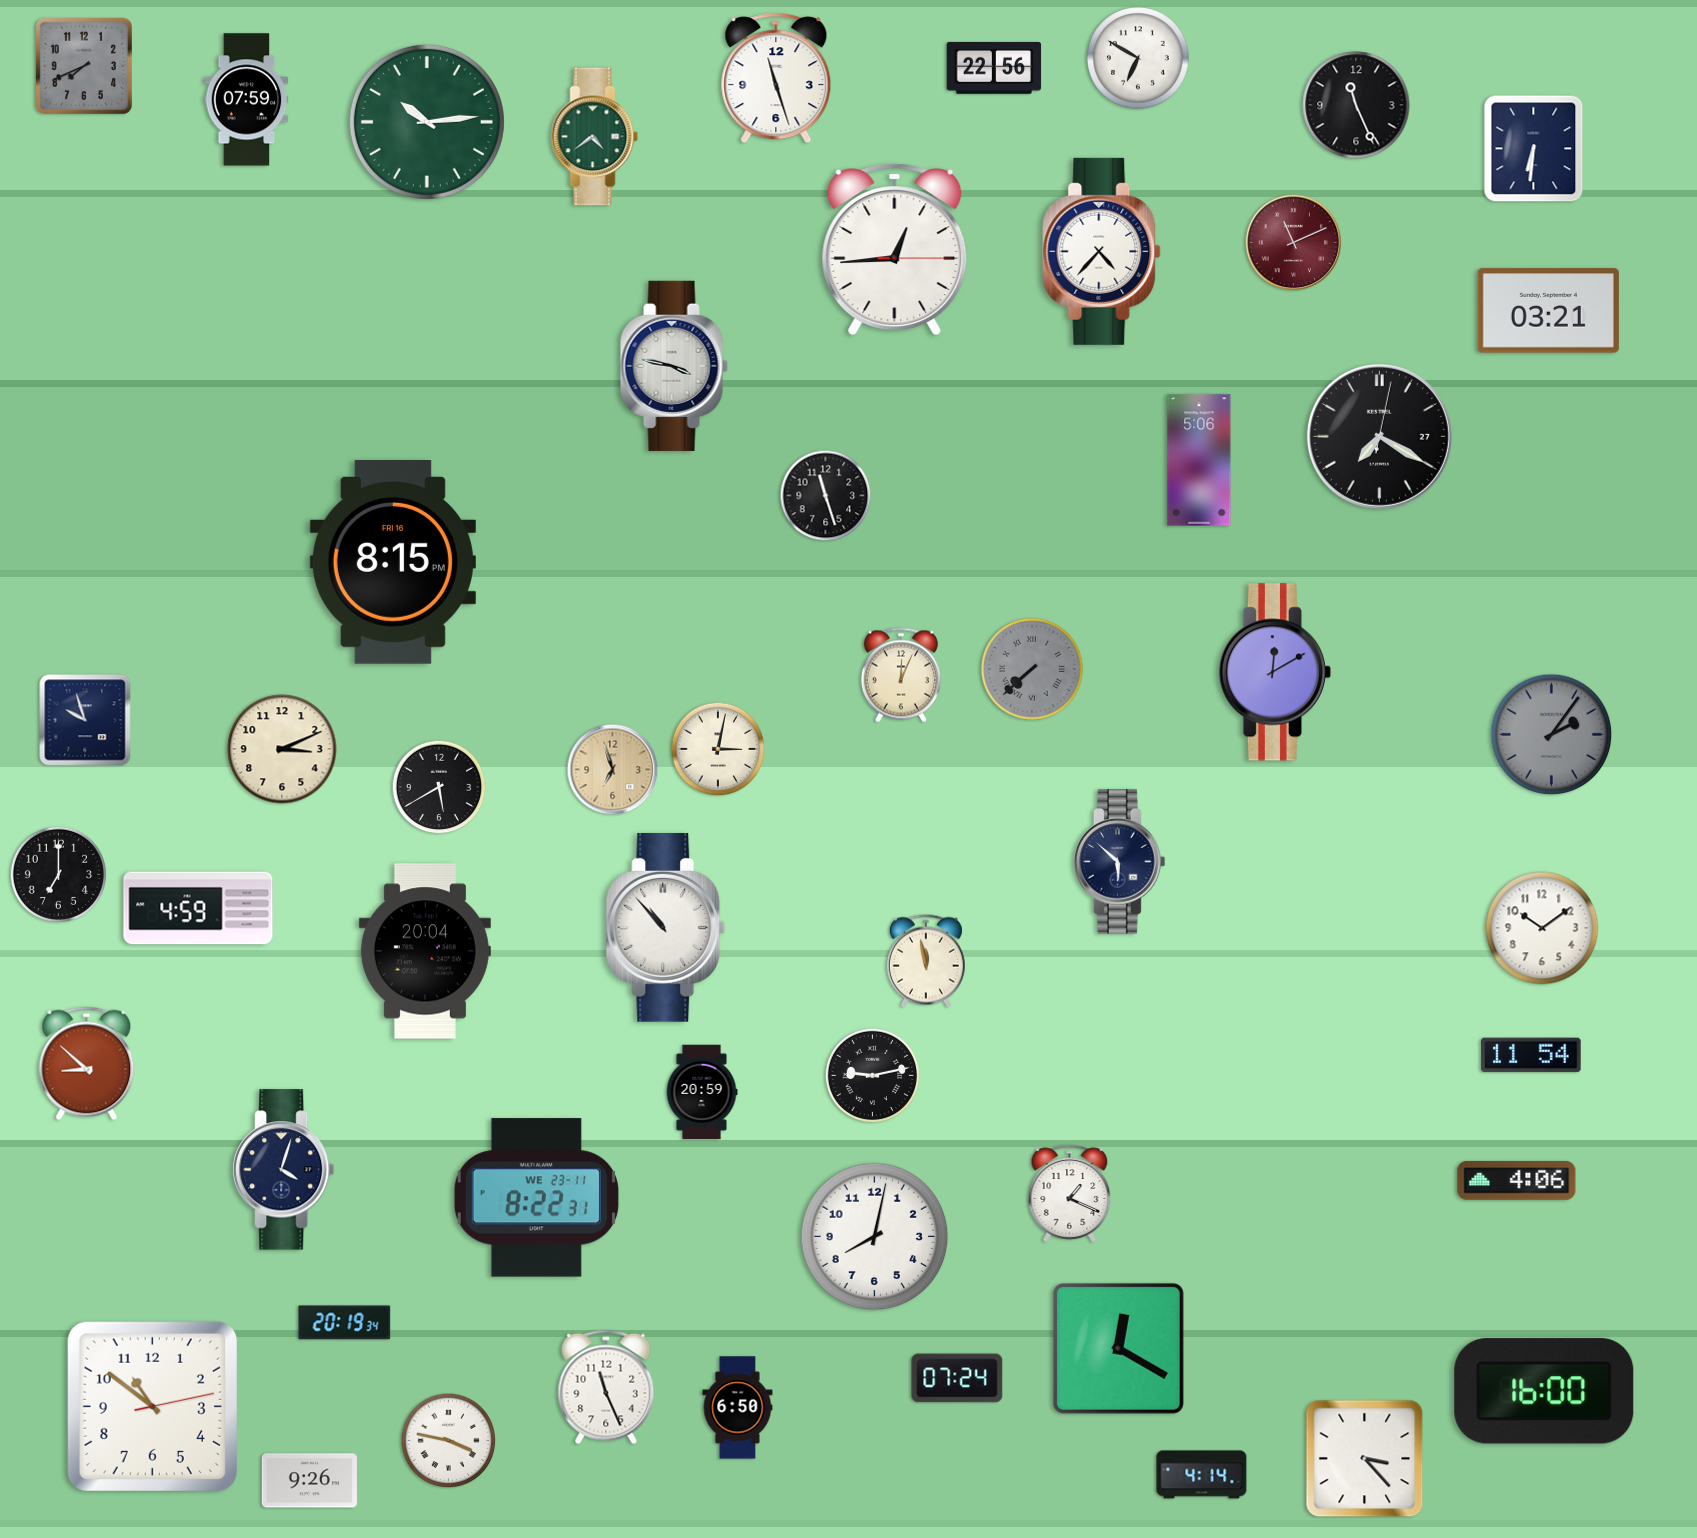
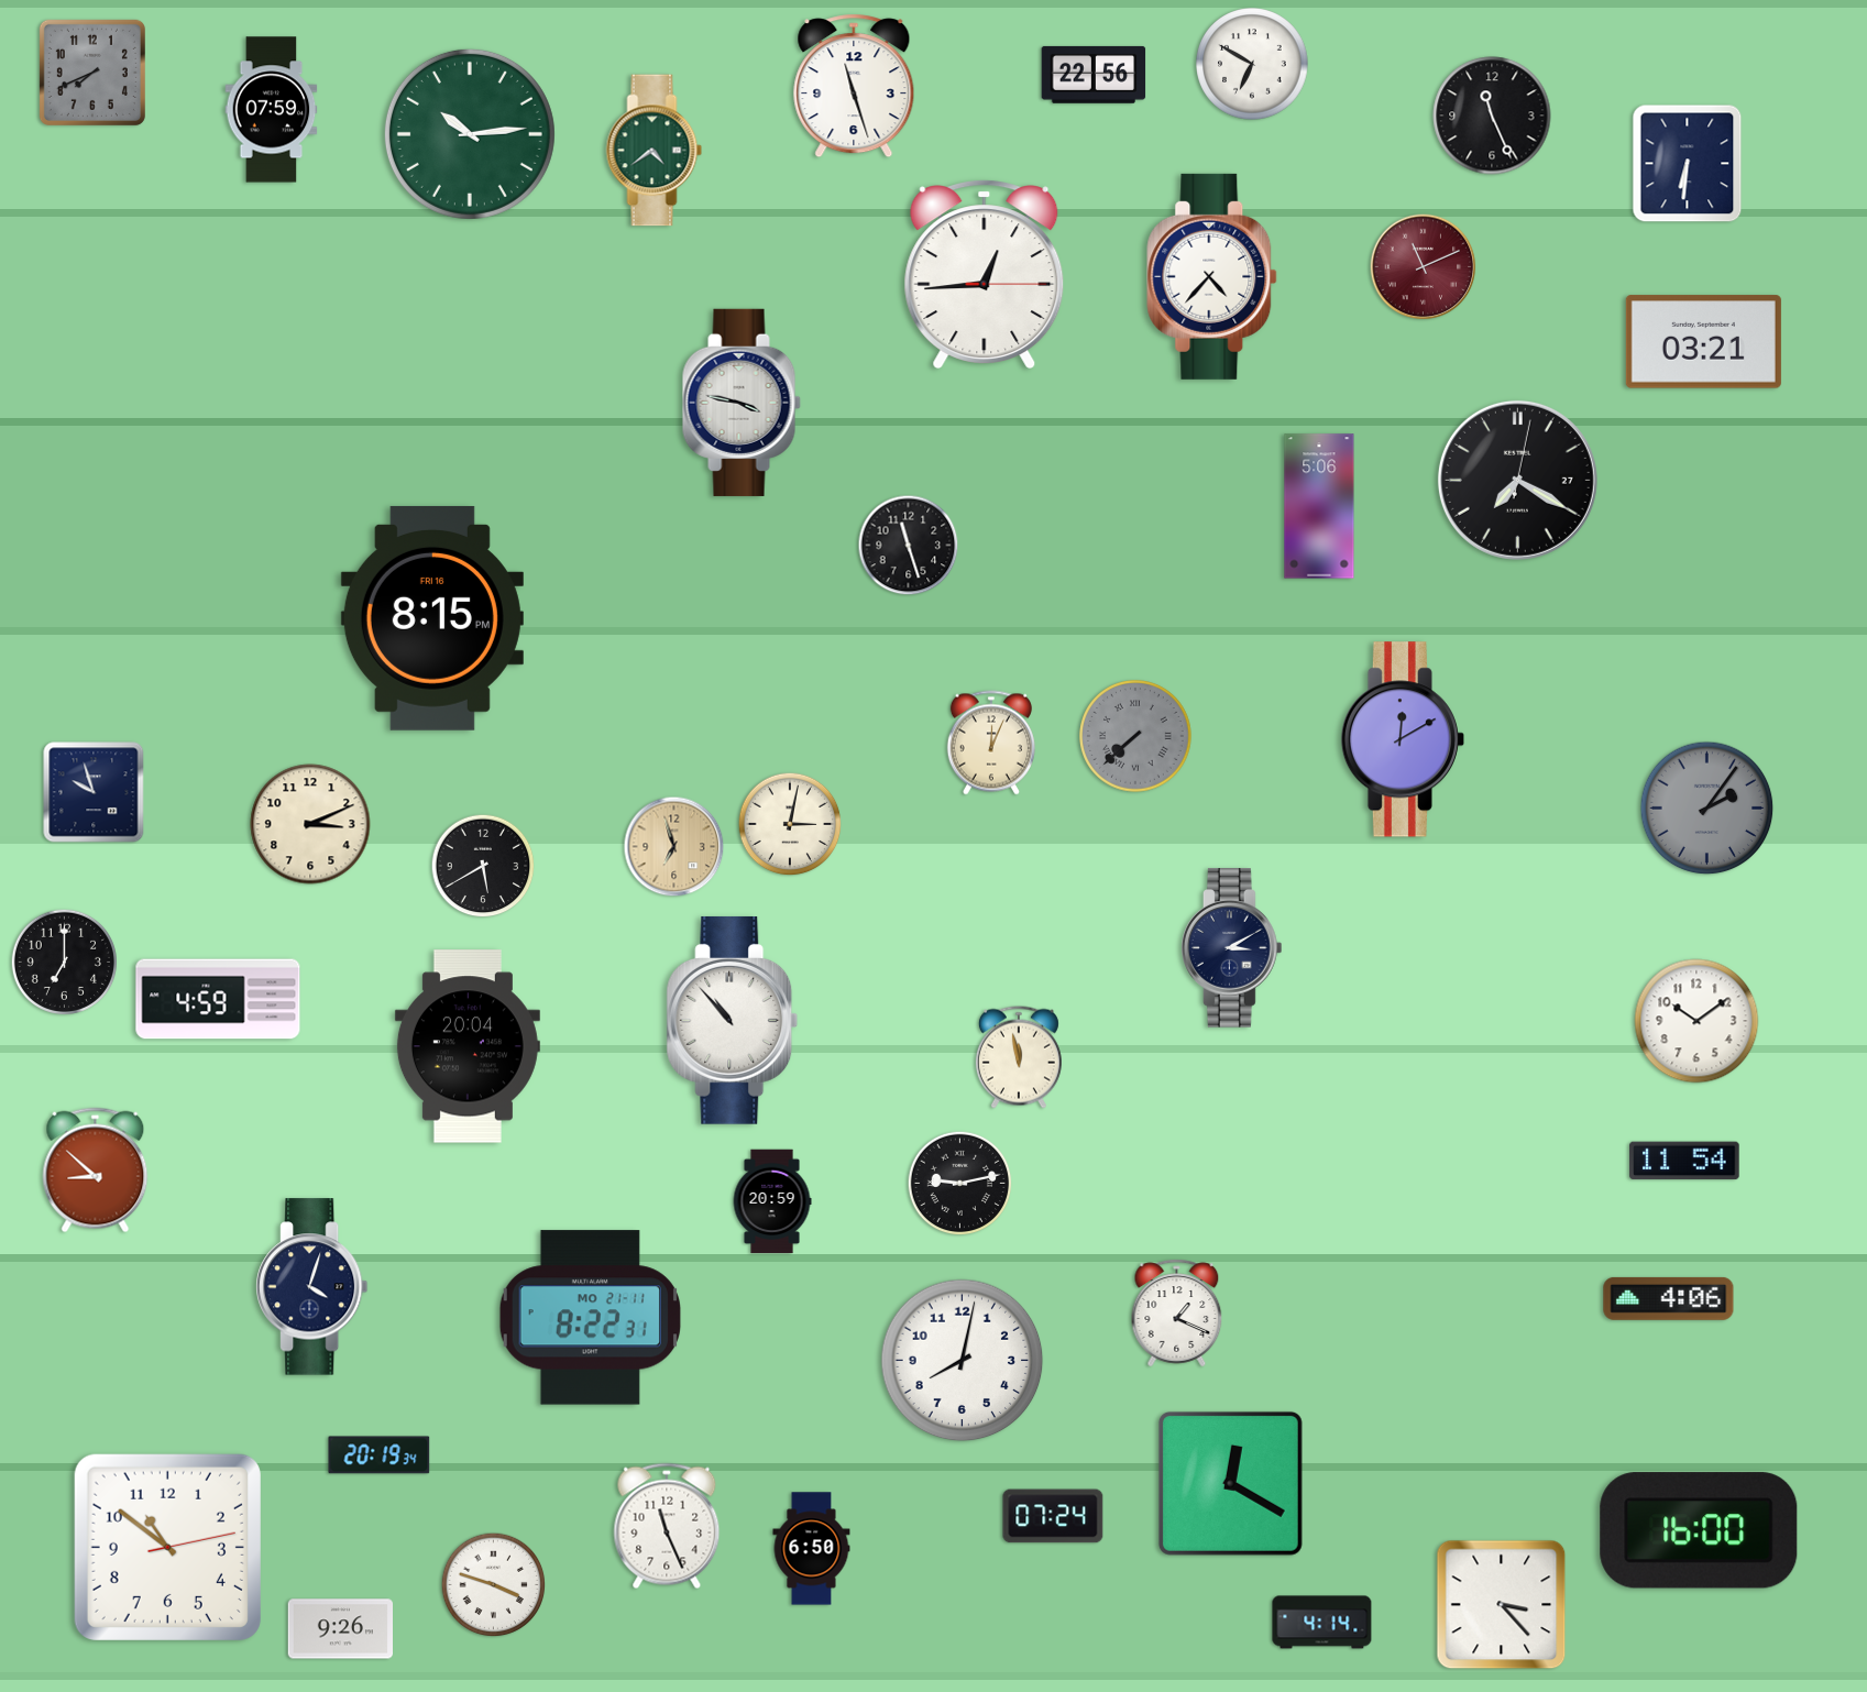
clock at (1120, 862): 5:52 -> 3:10
clock at (536, 1198) date: WE 23-11 -> MO 21-11
clock at (449, 1441): 3:47 -> 3:48
